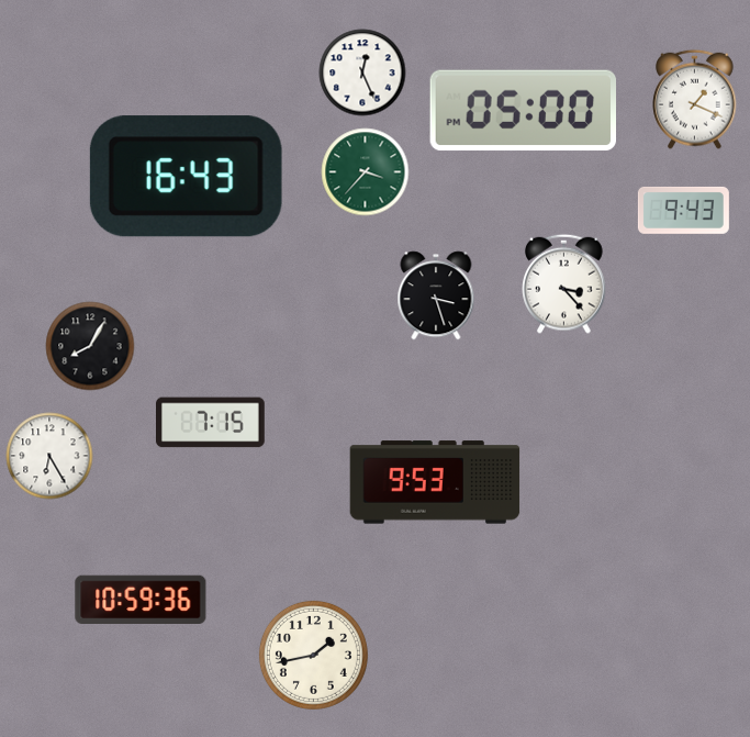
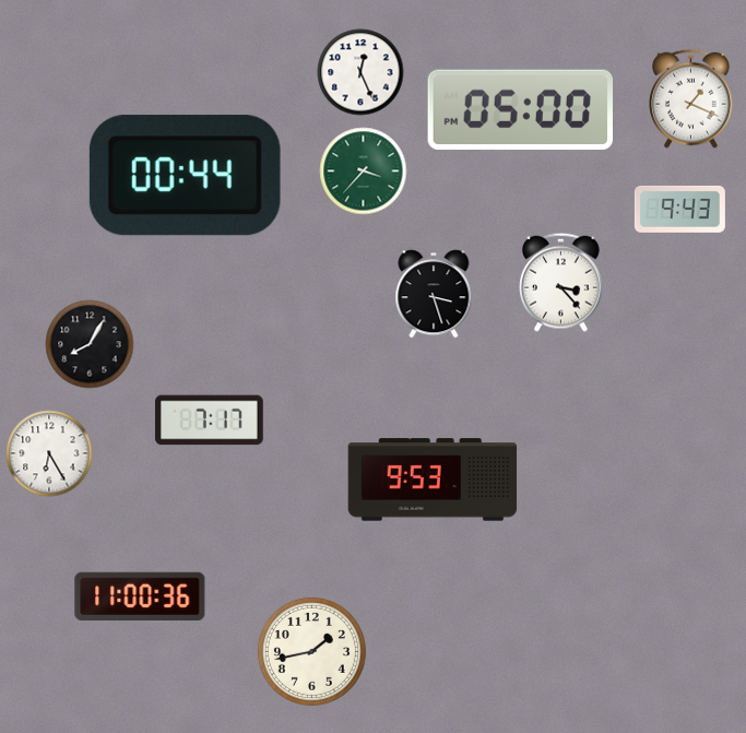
clock at (186, 177): 16:43 -> 00:44
clock at (211, 423): 7:15 -> 7:17
clock at (141, 600): 10:59 -> 11:00
